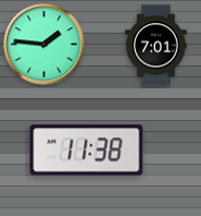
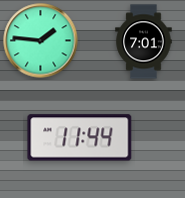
clock at (87, 151): 11:38 -> 11:44
